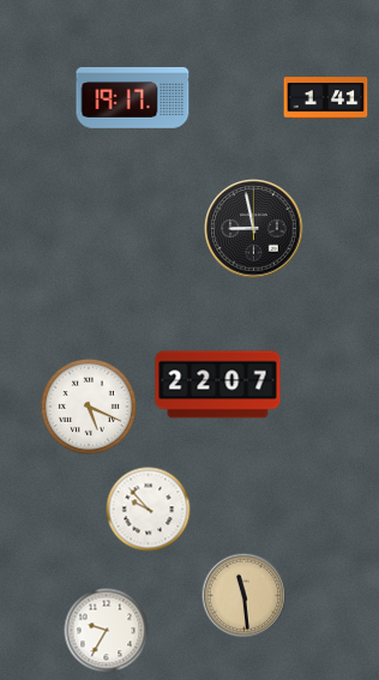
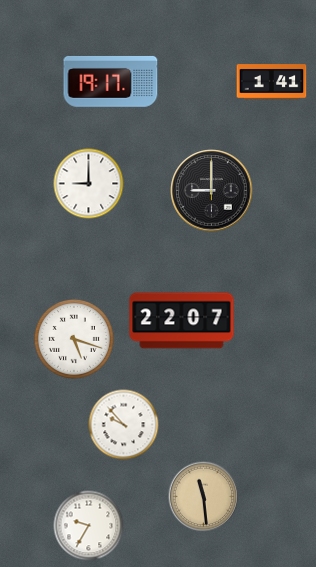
clock at (89, 184): none -> 9:00
clock at (254, 229): 8:58 -> 9:00
clock at (89, 407): 5:19 -> 5:18
